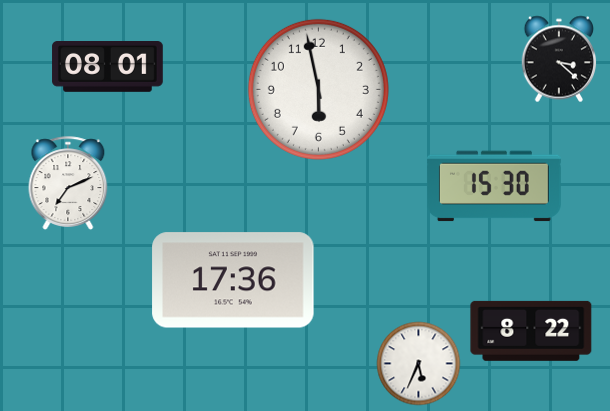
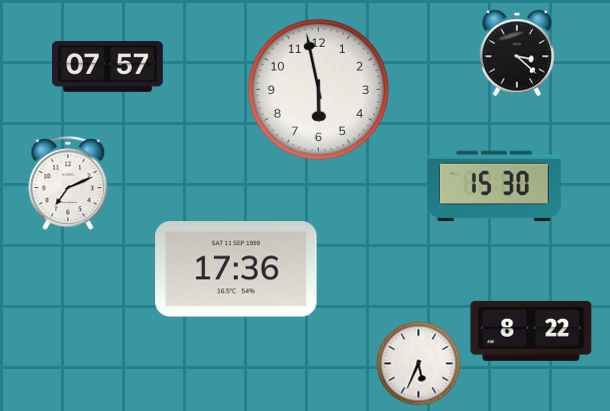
clock at (559, 59) position: (559, 59) -> (517, 53)
clock at (108, 67): 08:01 -> 07:57
clock at (233, 280) position: (233, 280) -> (236, 269)
